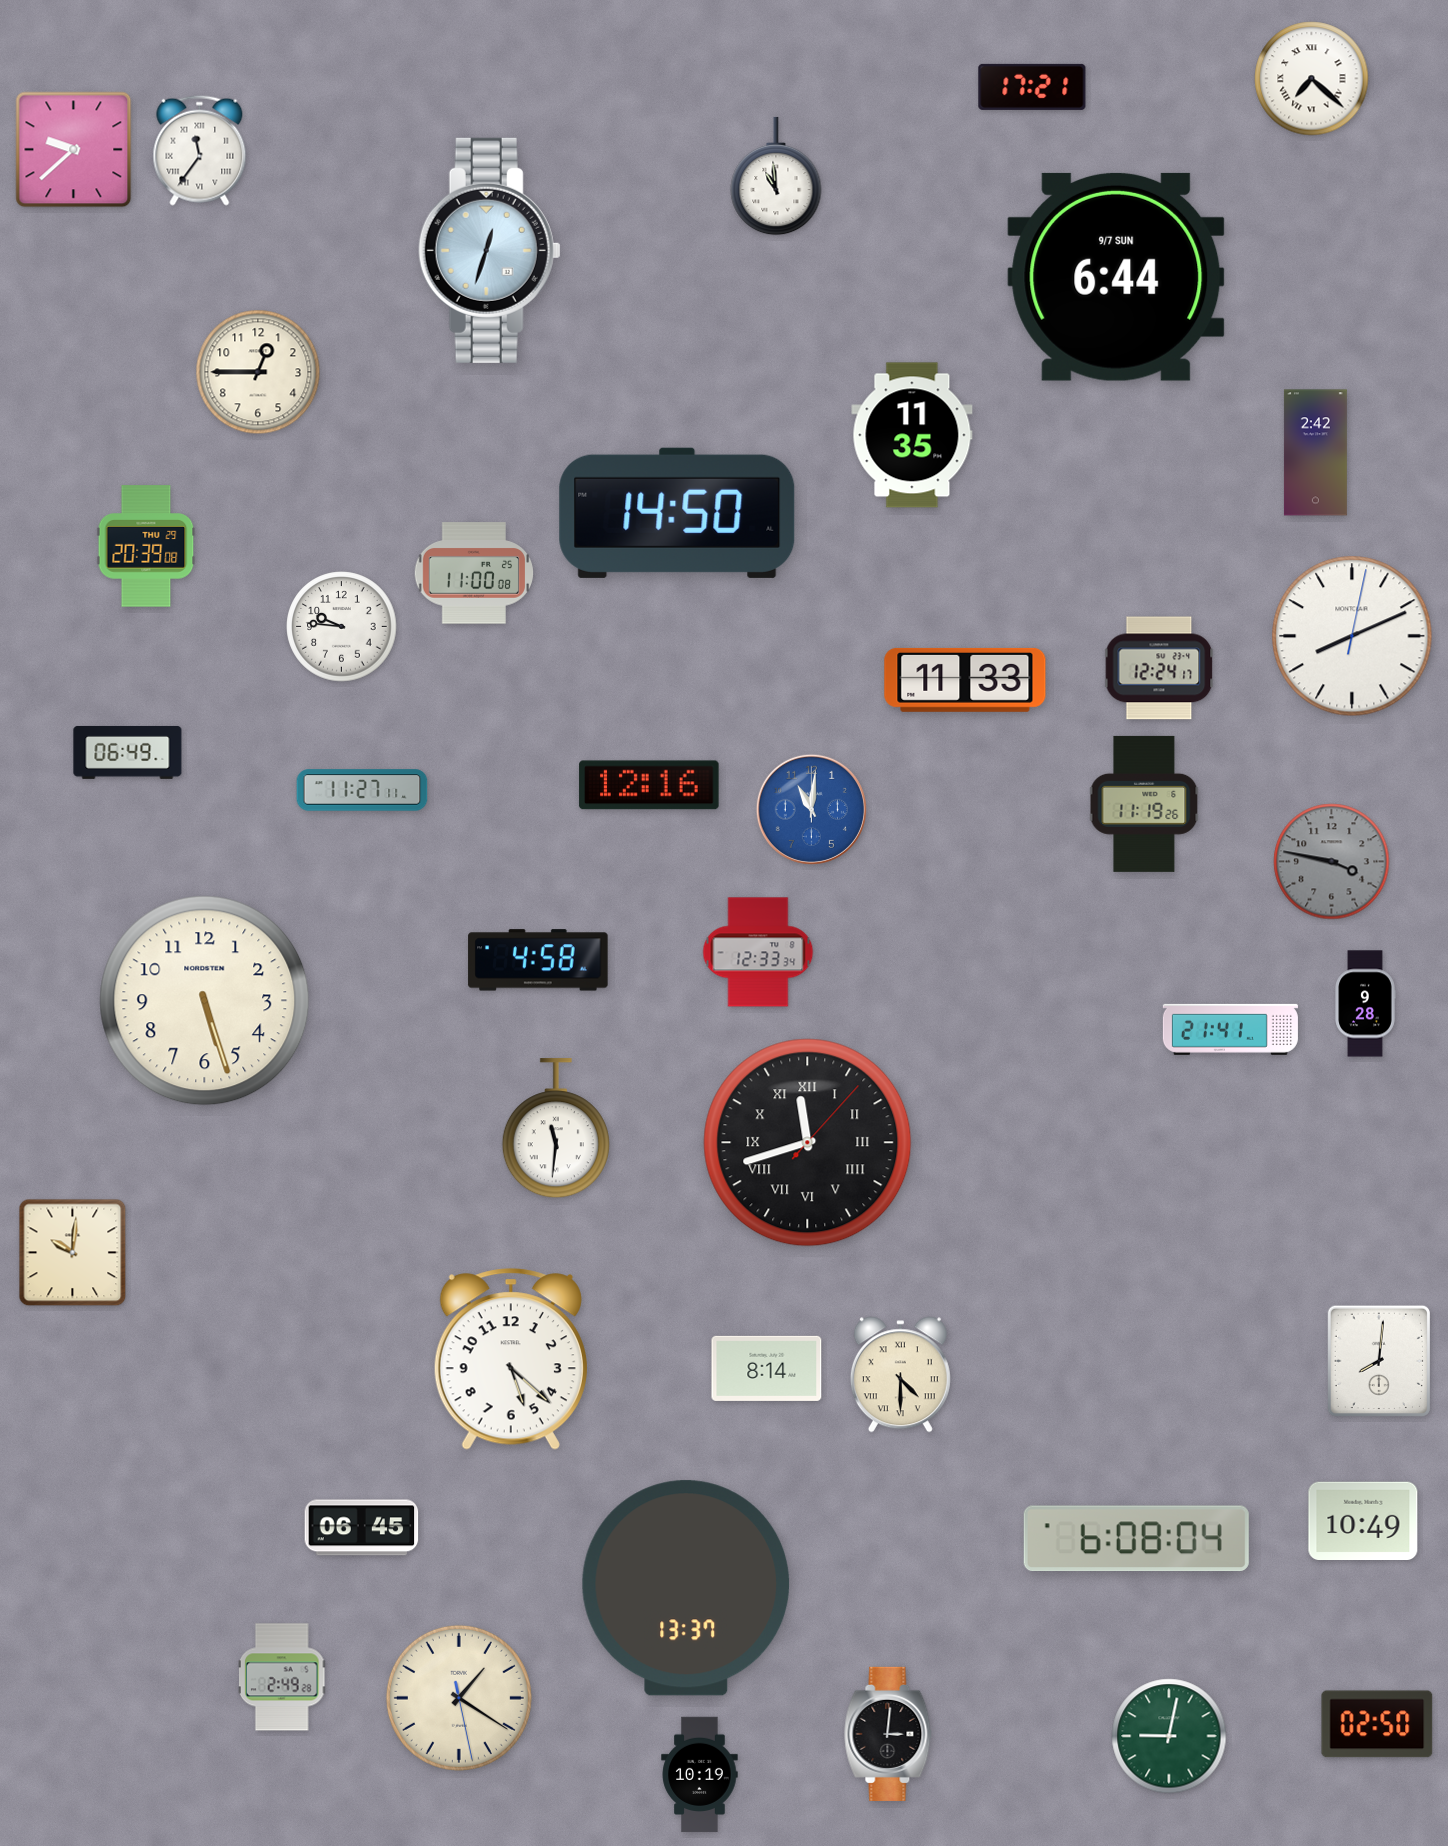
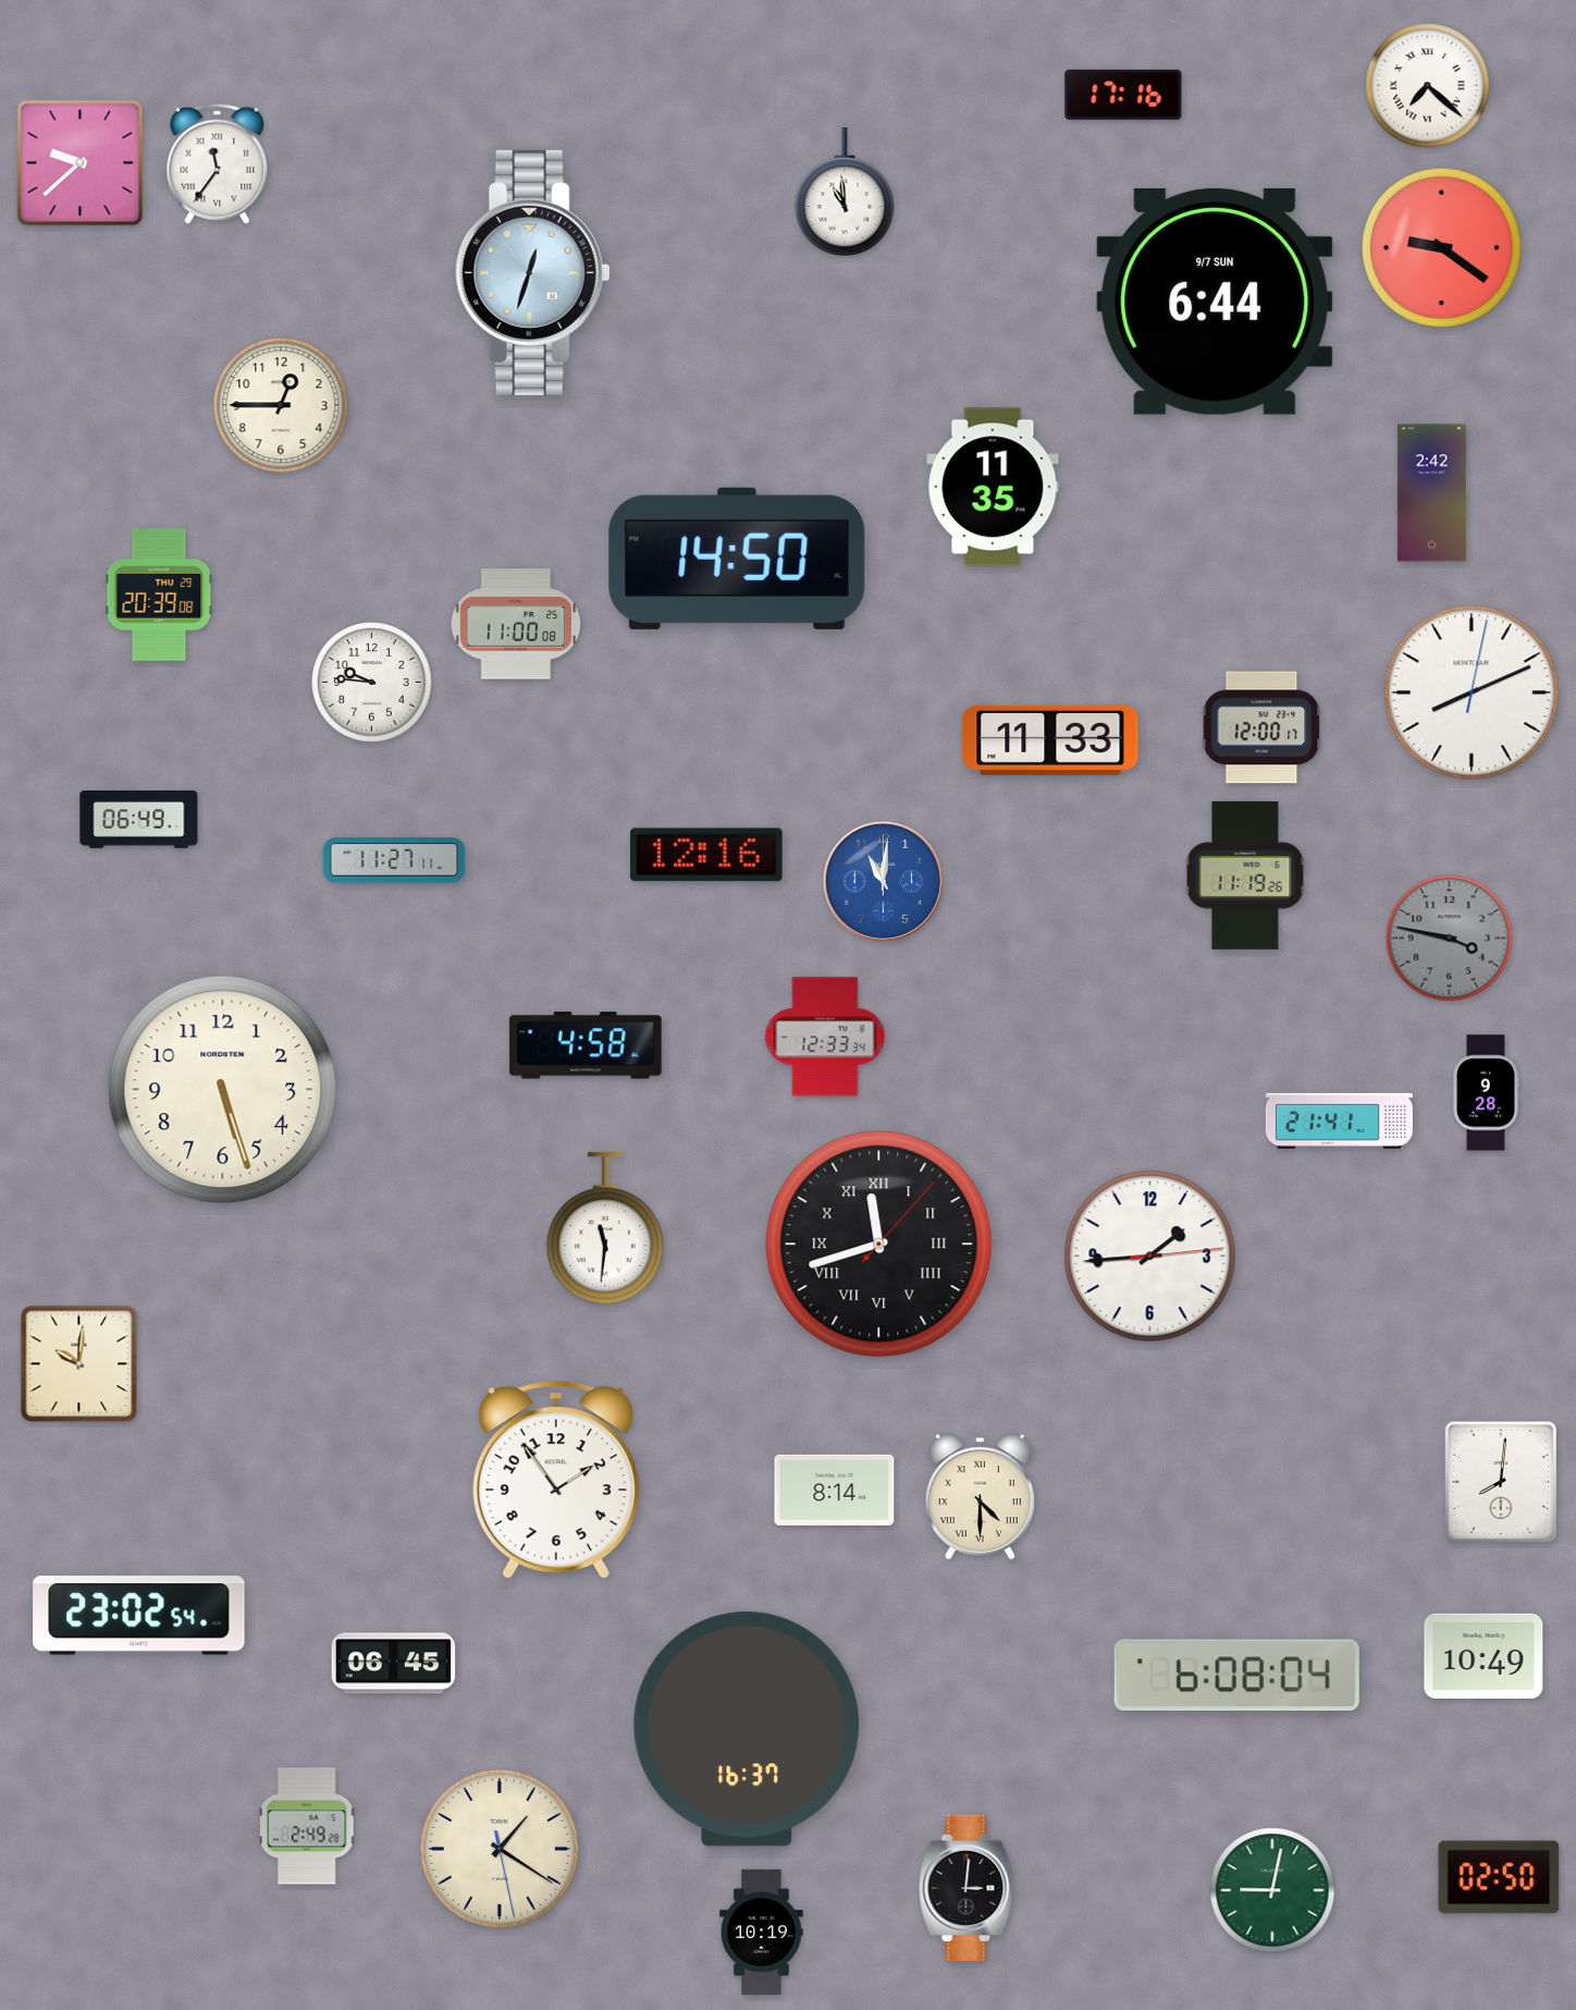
clock at (1032, 87): 17:21 -> 17:16
clock at (1441, 247): none -> 9:21
clock at (912, 435) position: (912, 435) -> (993, 487)
clock at (1159, 668): 12:24 -> 12:00
clock at (1150, 1257): none -> 1:44
clock at (511, 1359): 5:22 -> 1:54
clock at (139, 1616): none -> 23:02
clock at (686, 1588): 13:37 -> 16:37
